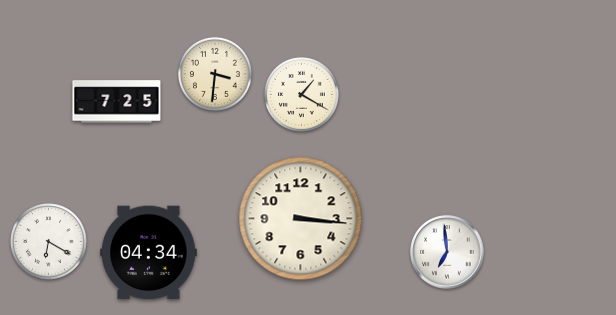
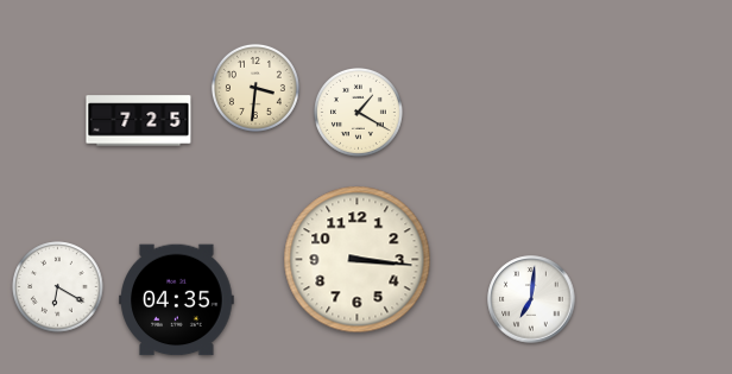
clock at (447, 252): 6:59 -> 7:01
clock at (149, 253): 04:34 -> 04:35
